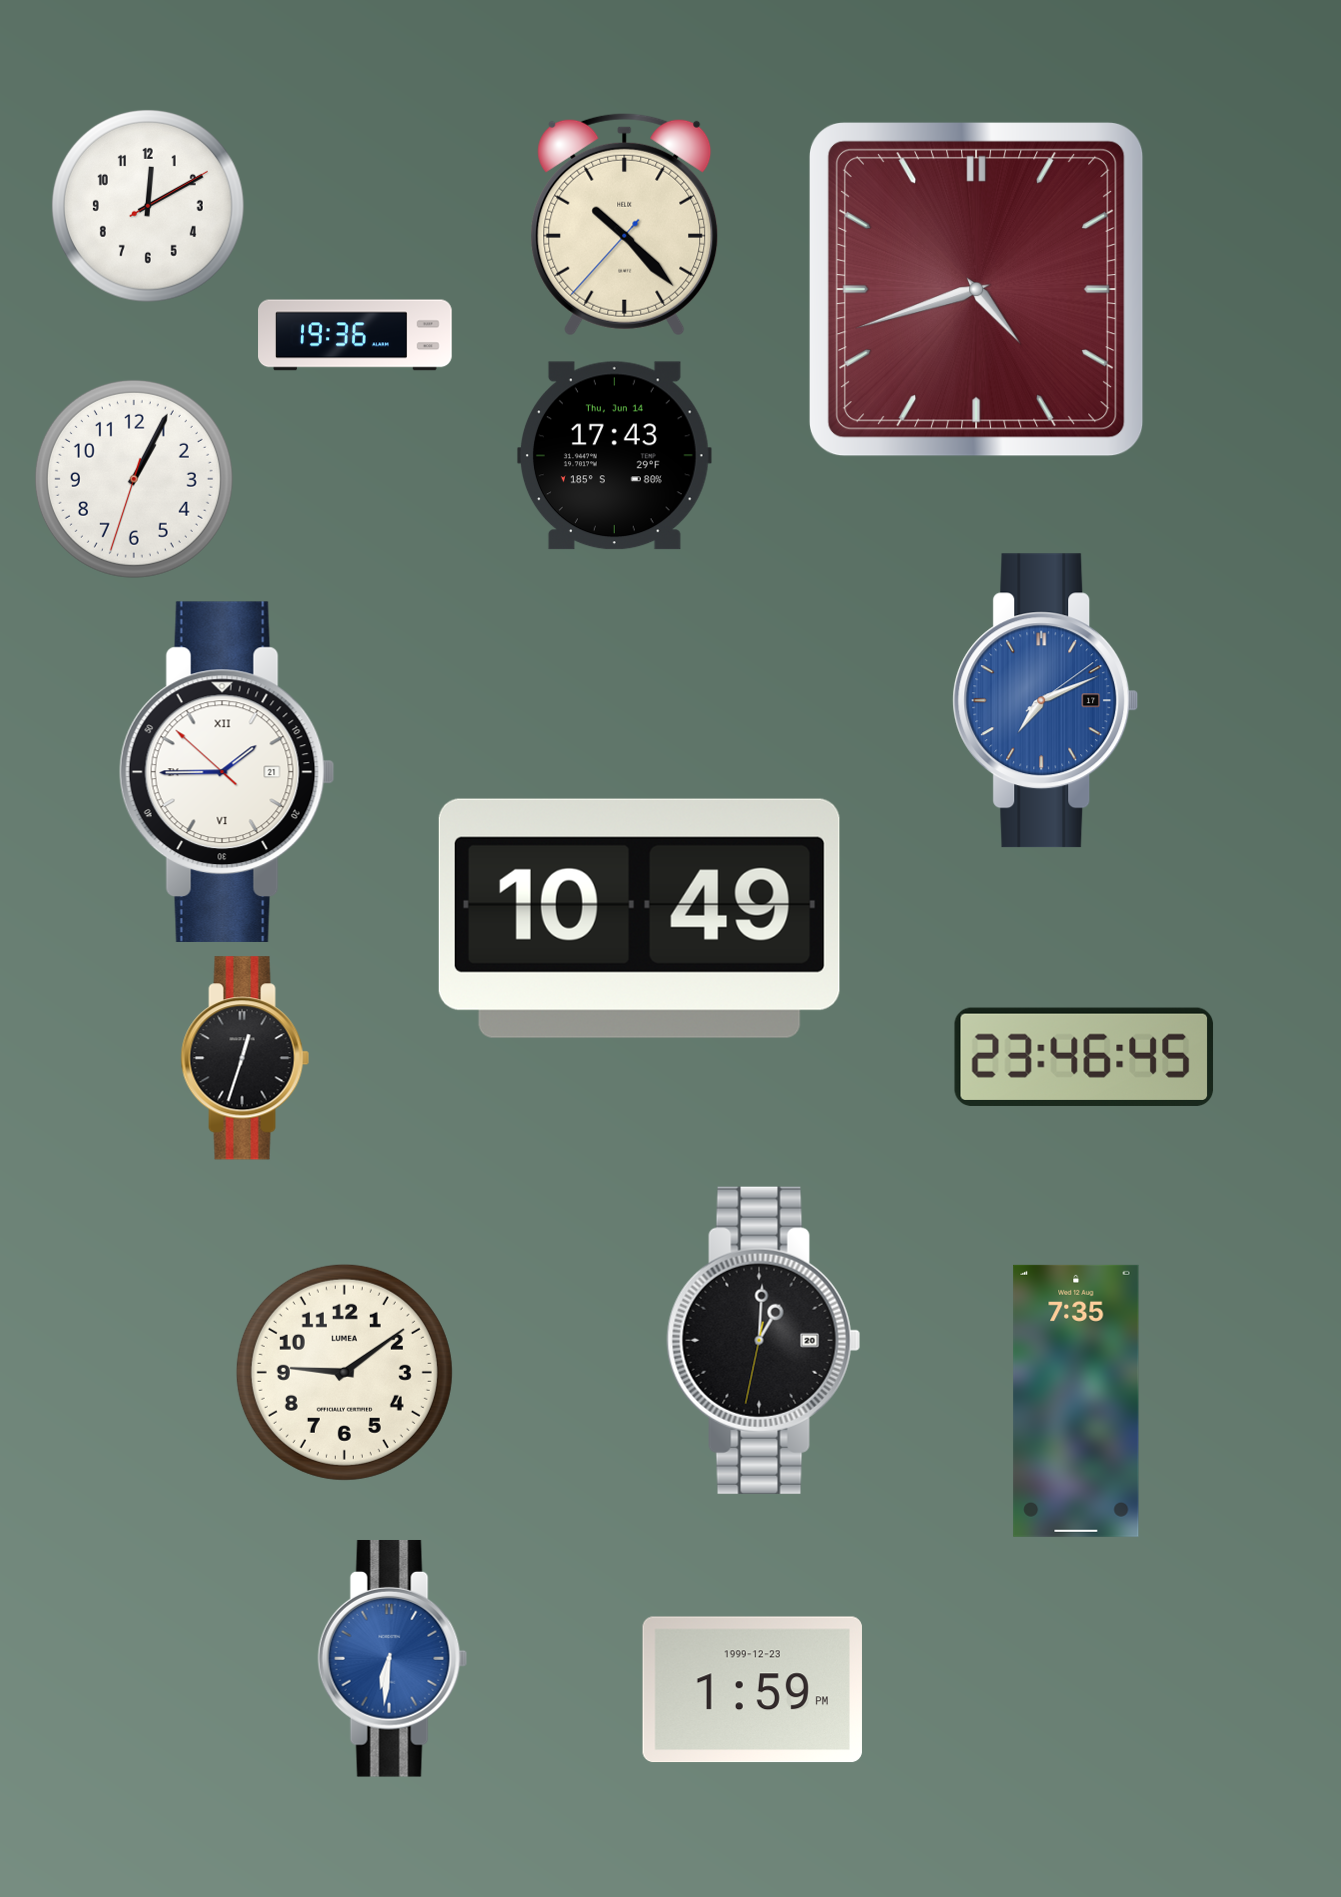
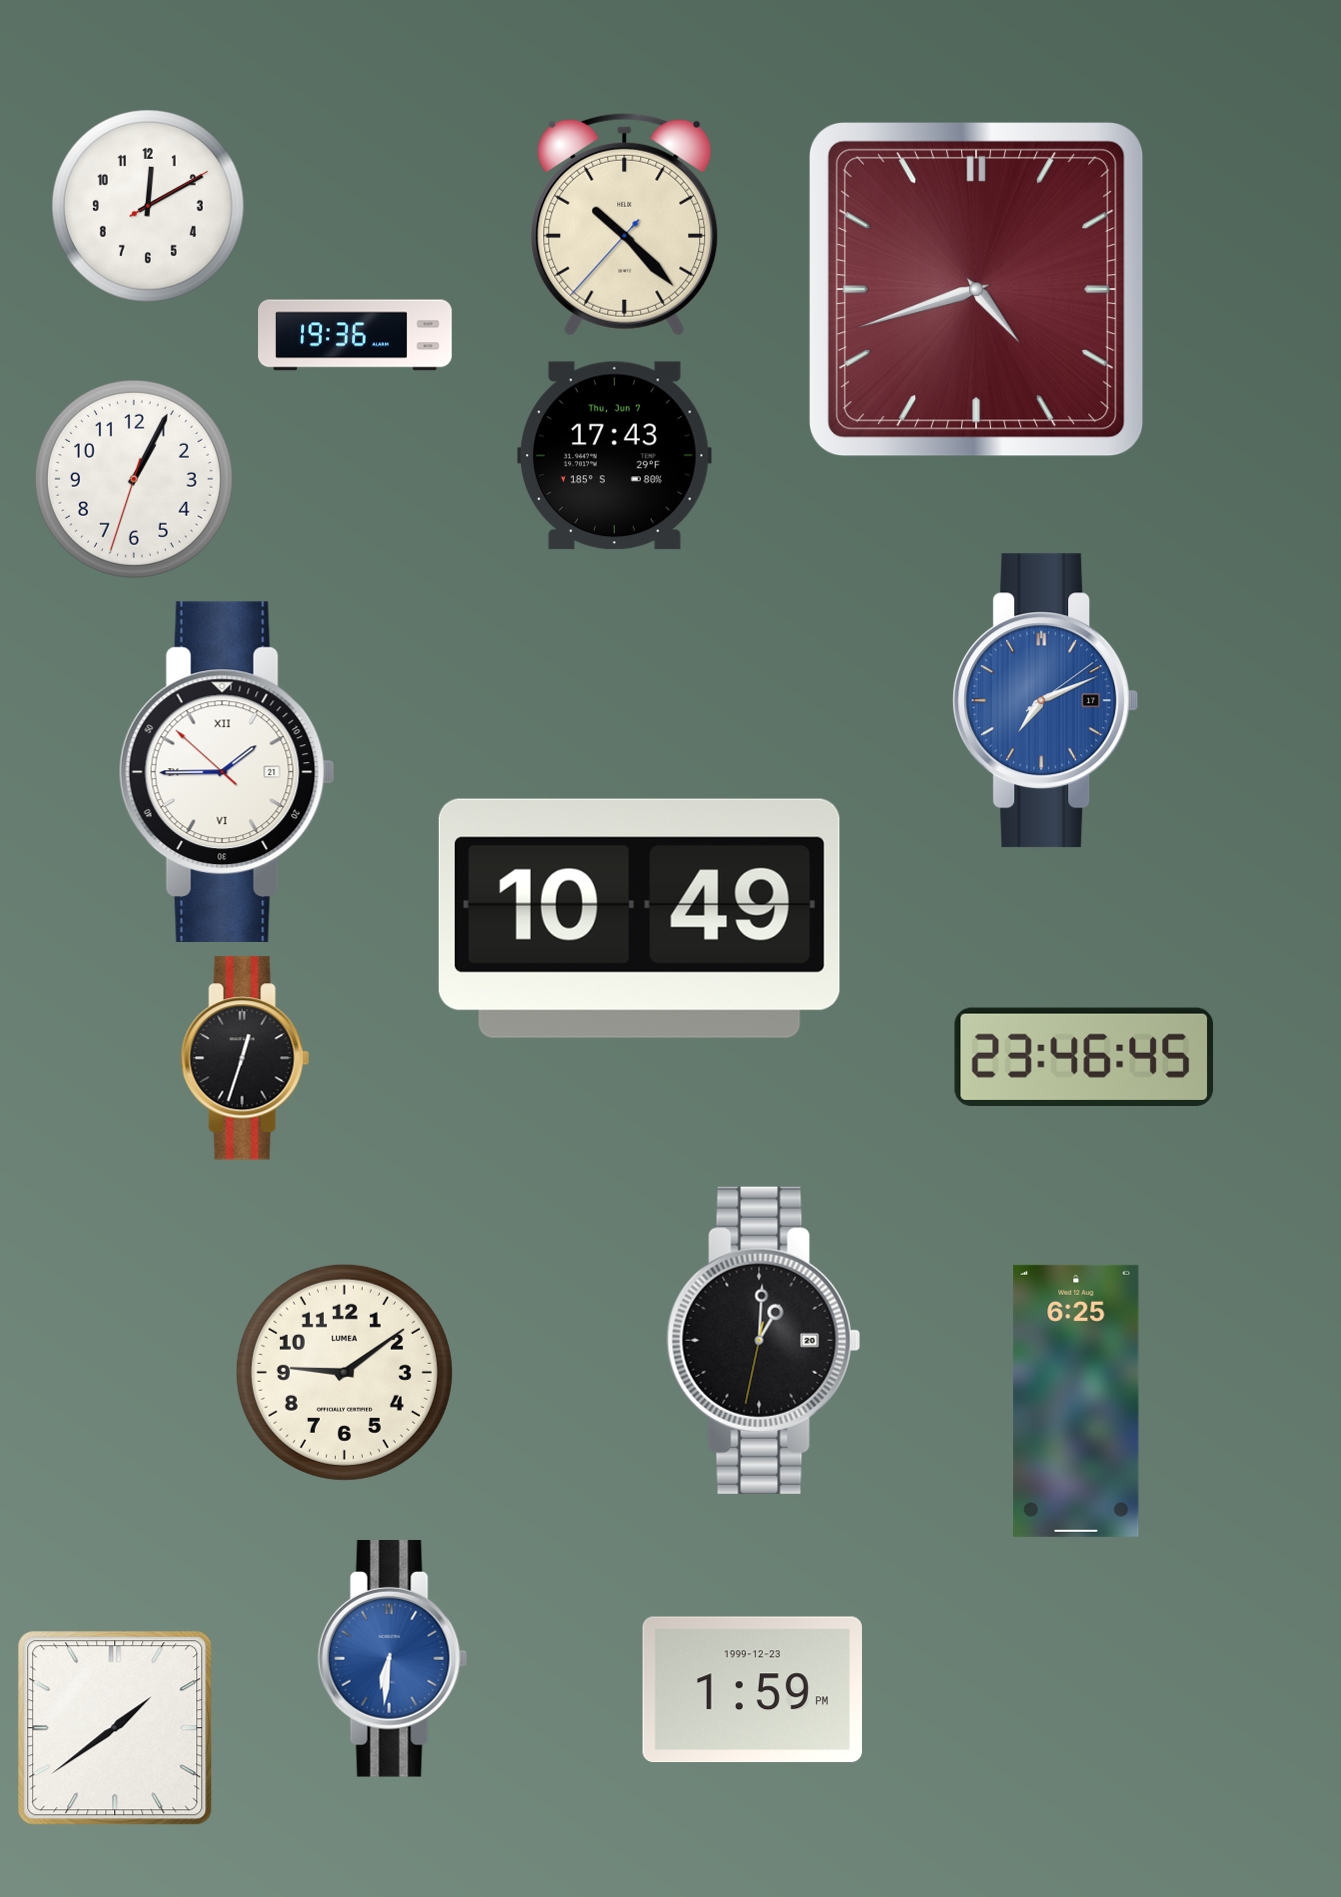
clock at (614, 456) date: Thu, Jun 14 -> Thu, Jun 7
clock at (1076, 1401): 7:35 -> 6:25
clock at (115, 1728): none -> 1:39
